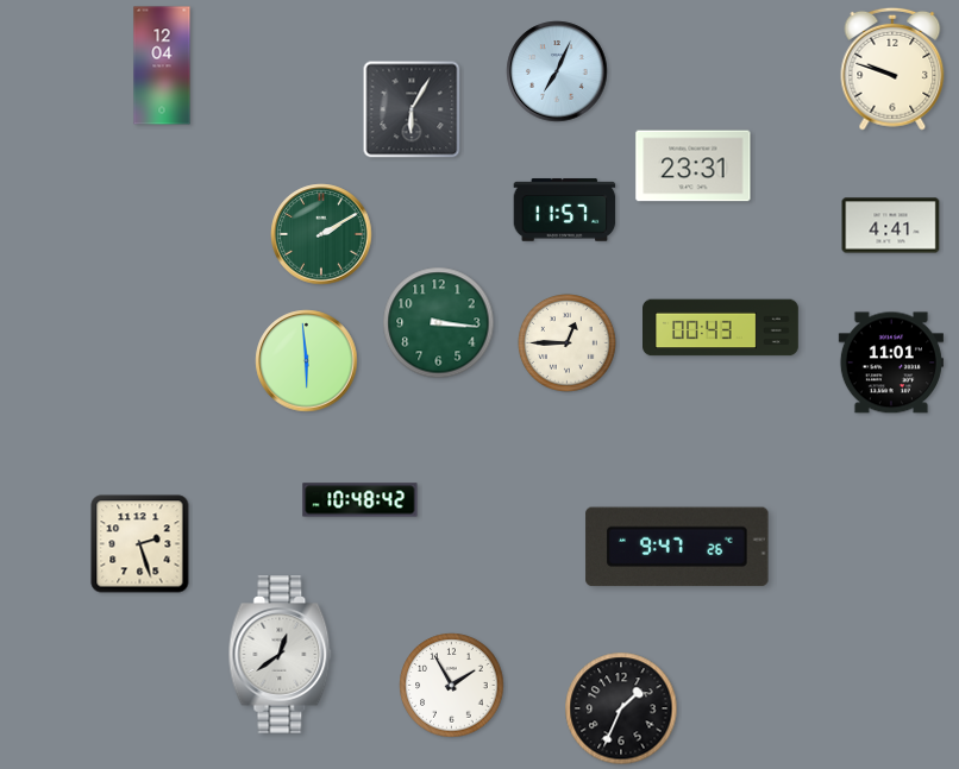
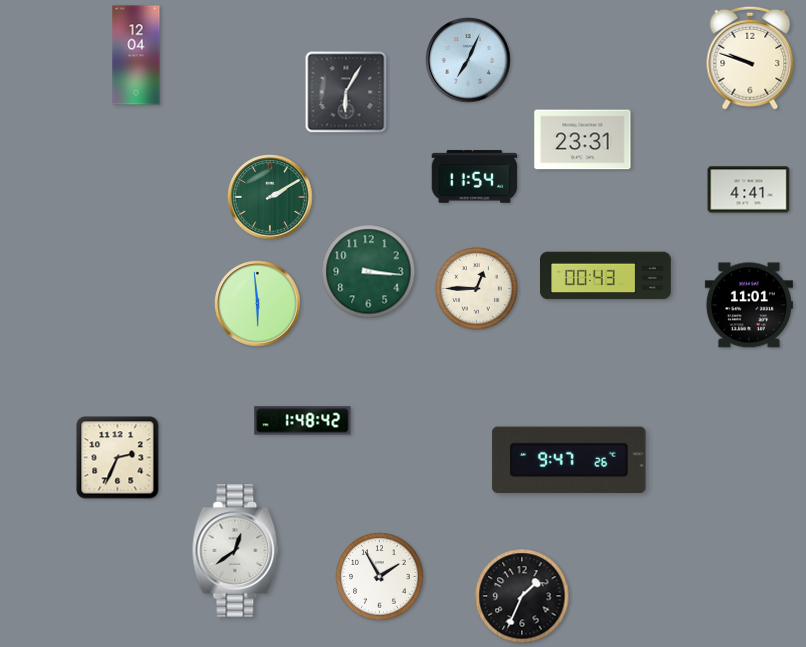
clock at (565, 210): 11:57 -> 11:54
clock at (361, 500): 10:48 -> 1:48
clock at (140, 544): 2:27 -> 2:34
